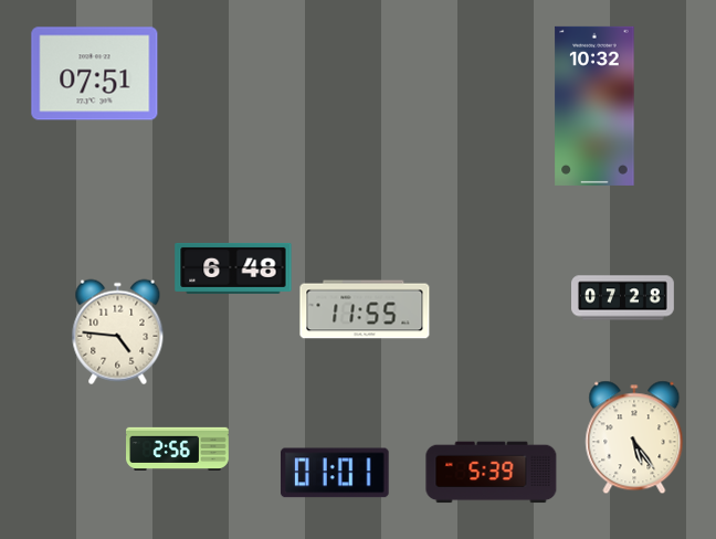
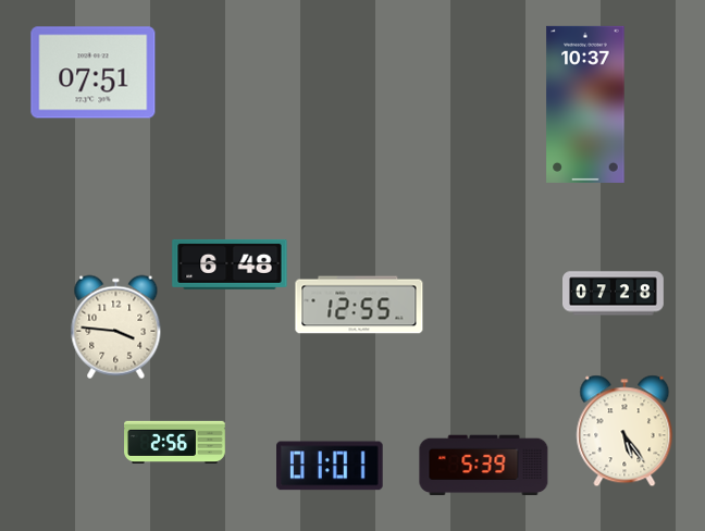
clock at (594, 106): 10:32 -> 10:37
clock at (365, 309): 11:55 -> 12:55
clock at (118, 331): 4:46 -> 3:46
